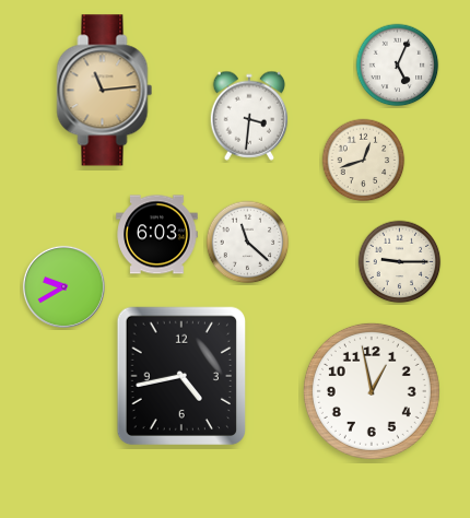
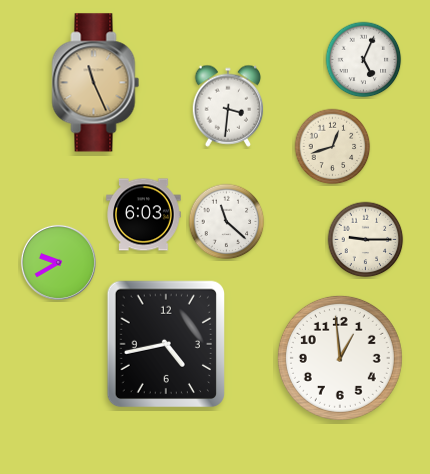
clock at (105, 91): 11:14 -> 11:26
clock at (372, 391): 12:58 -> 12:59
